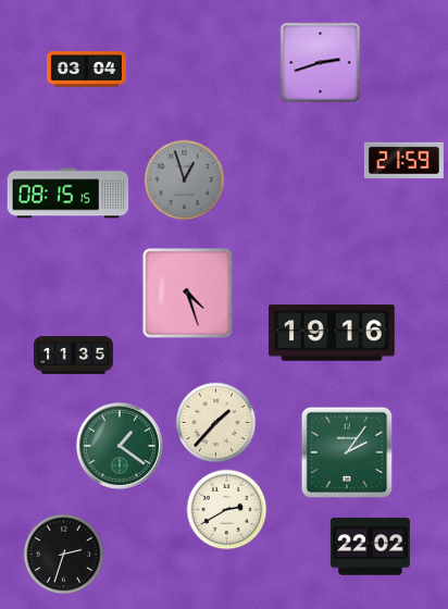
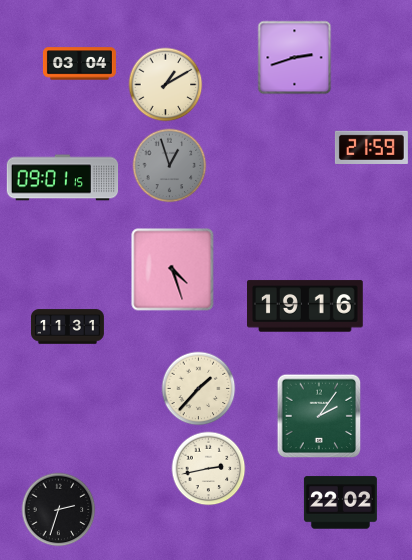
clock at (166, 85): none -> 1:10
clock at (69, 194): 08:15 -> 09:01
clock at (73, 356): 11:35 -> 11:31
clock at (120, 446): 1:21 -> none
clock at (227, 510): 2:40 -> 2:43
